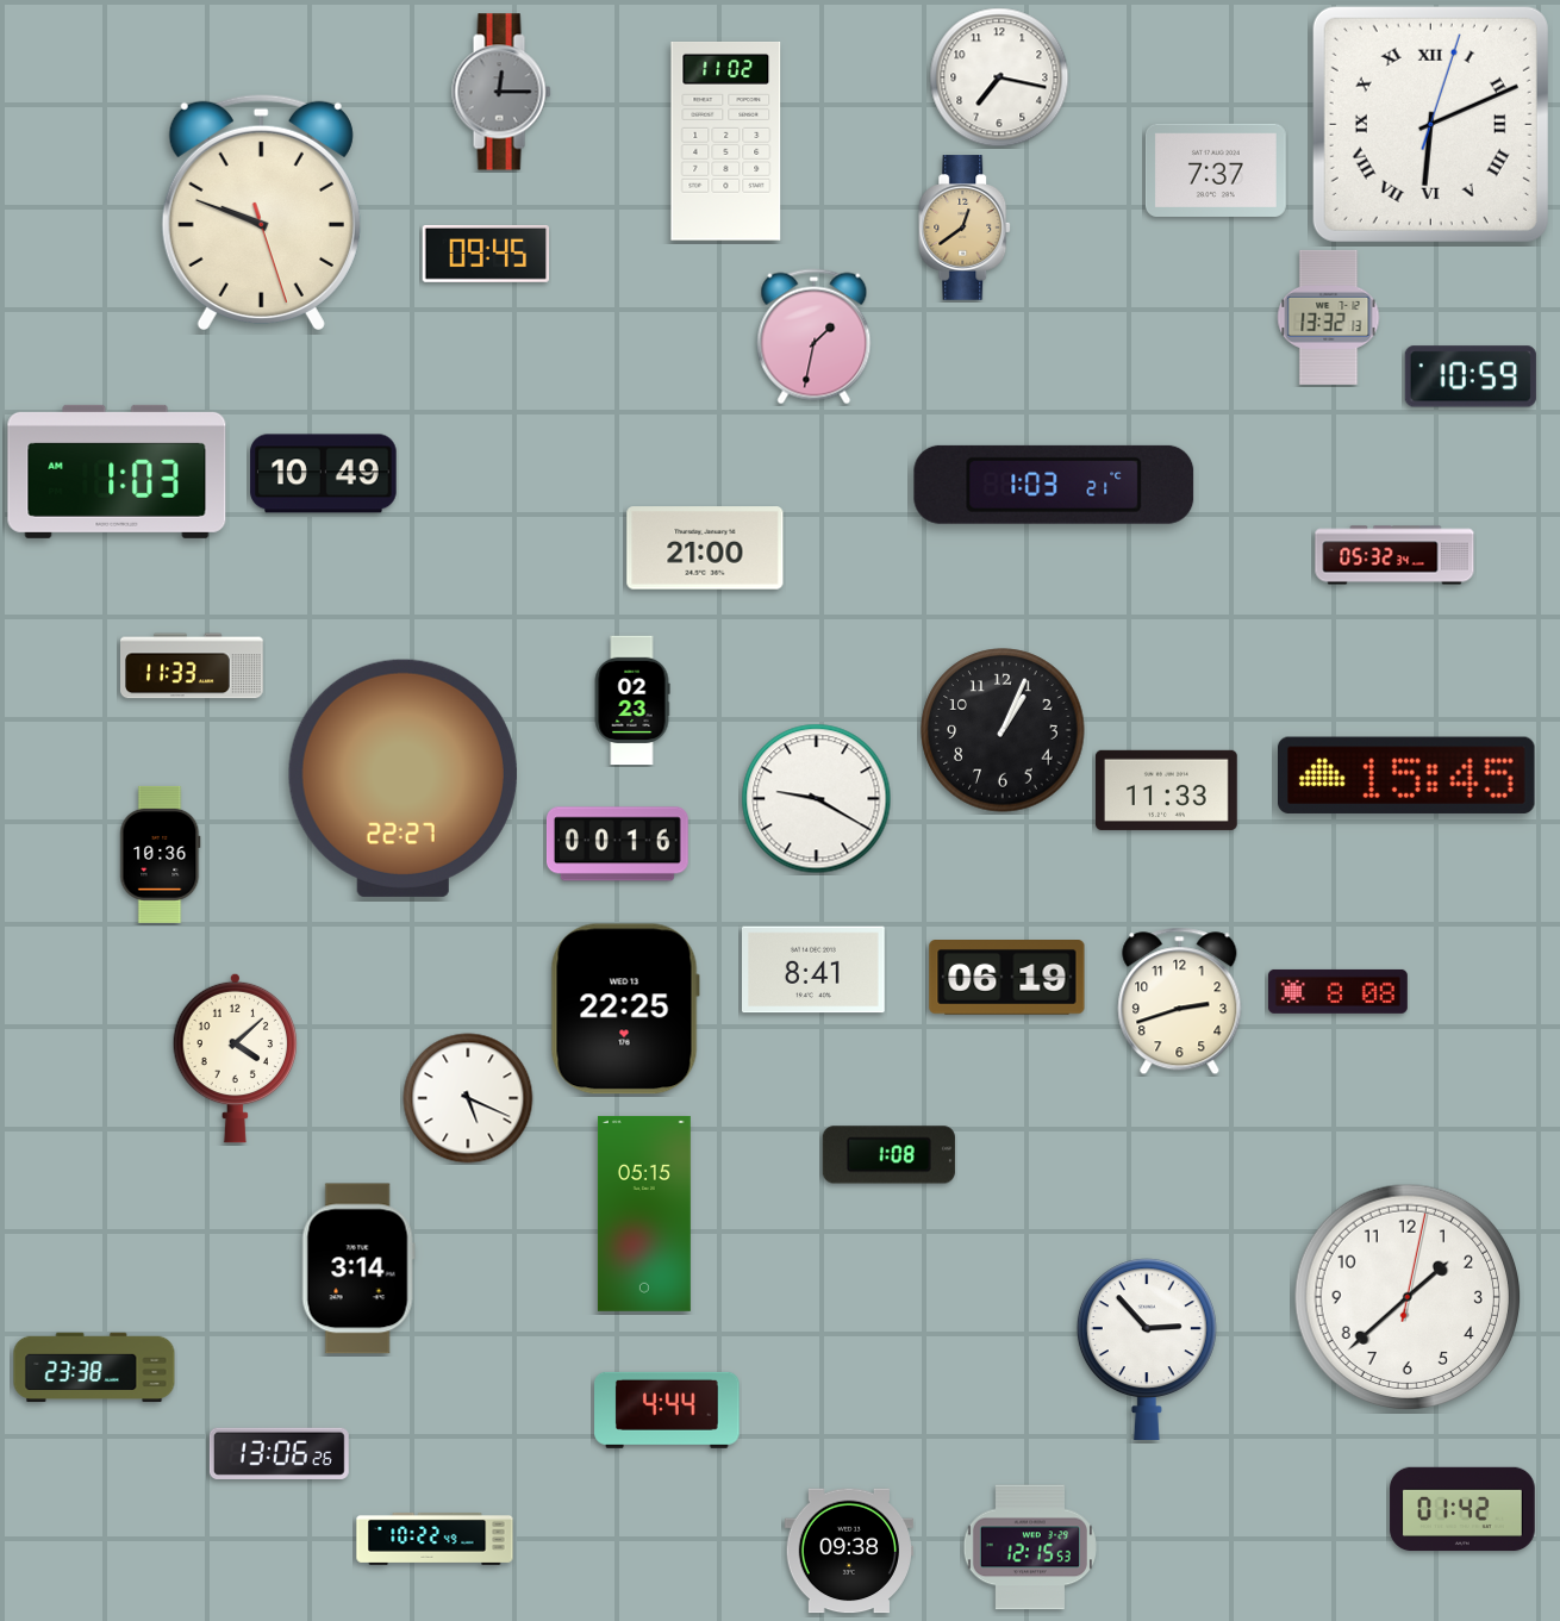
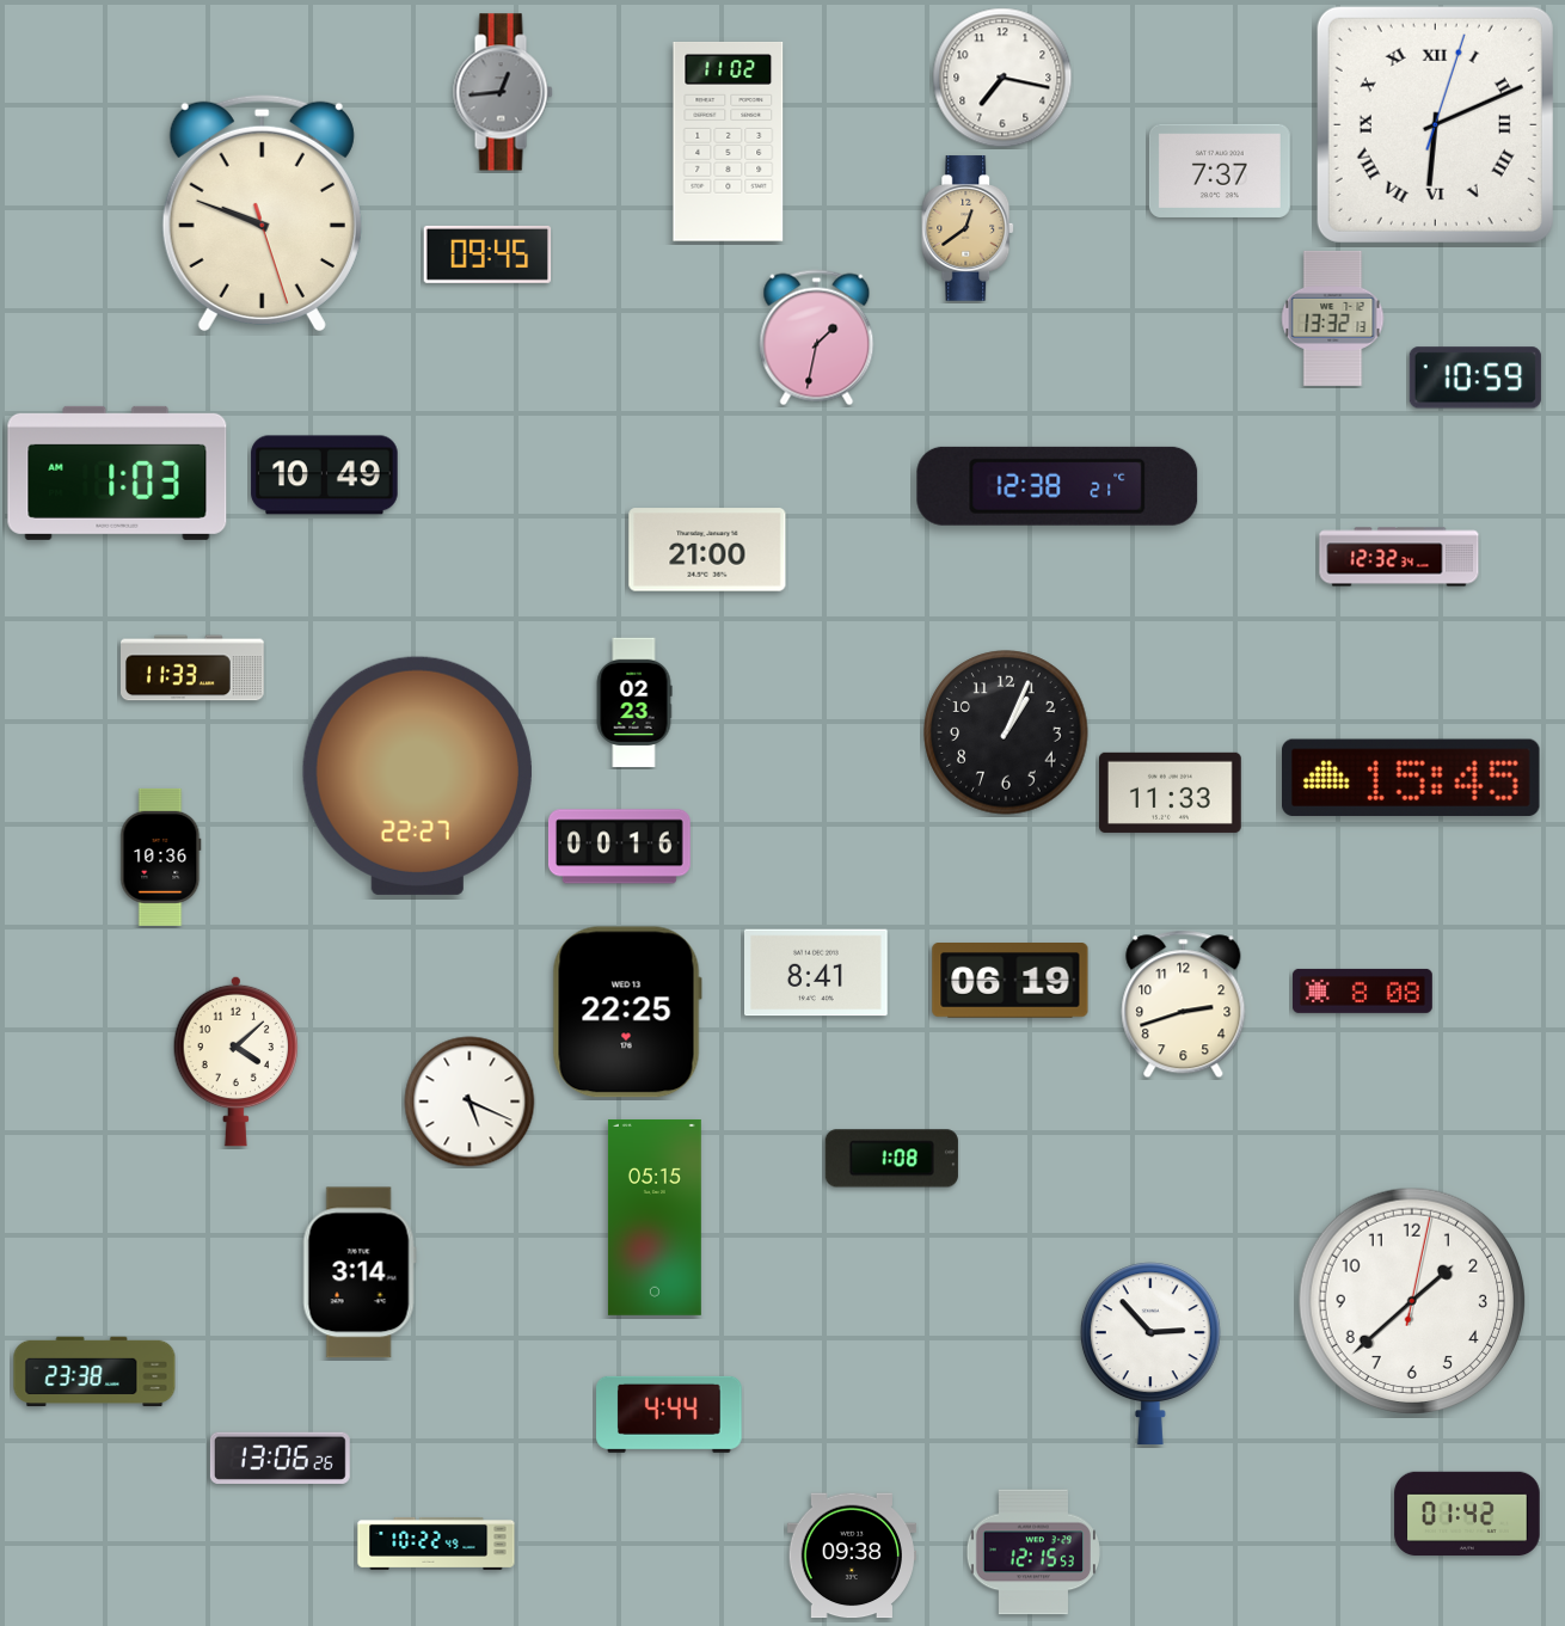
clock at (501, 92): 12:15 -> 12:44
clock at (1054, 485): 1:03 -> 12:38
clock at (1394, 555): 05:32 -> 12:32
clock at (403, 778) position: (403, 778) -> (417, 775)
clock at (817, 799): 9:20 -> none
clock at (1337, 991) position: (1337, 991) -> (1362, 990)
clock at (644, 1214) position: (644, 1214) -> (655, 1217)
